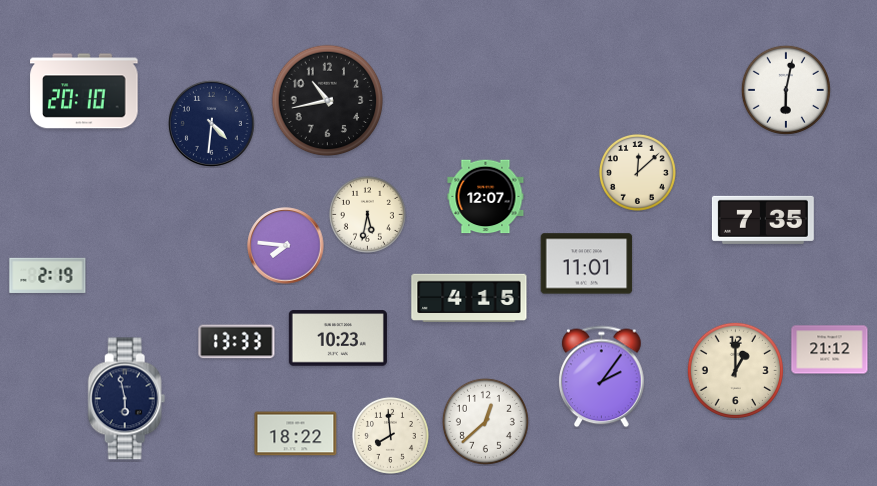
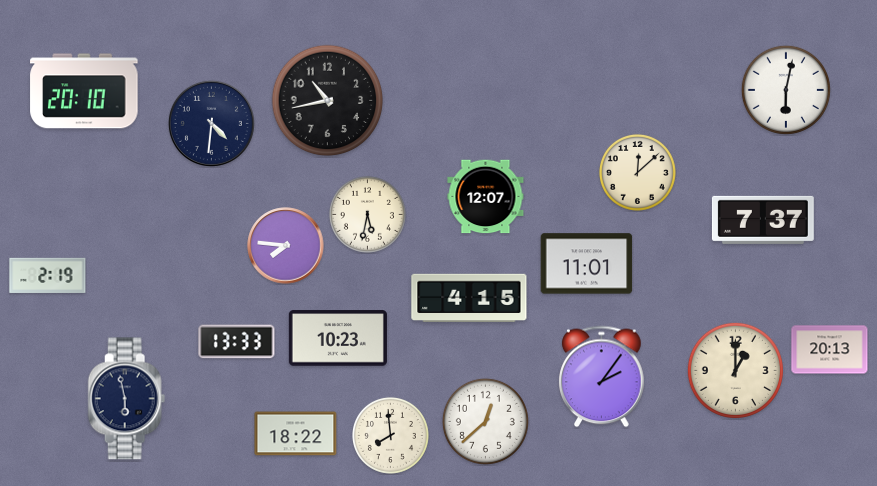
clock at (763, 220): 7:35 -> 7:37
clock at (830, 350): 21:12 -> 20:13
